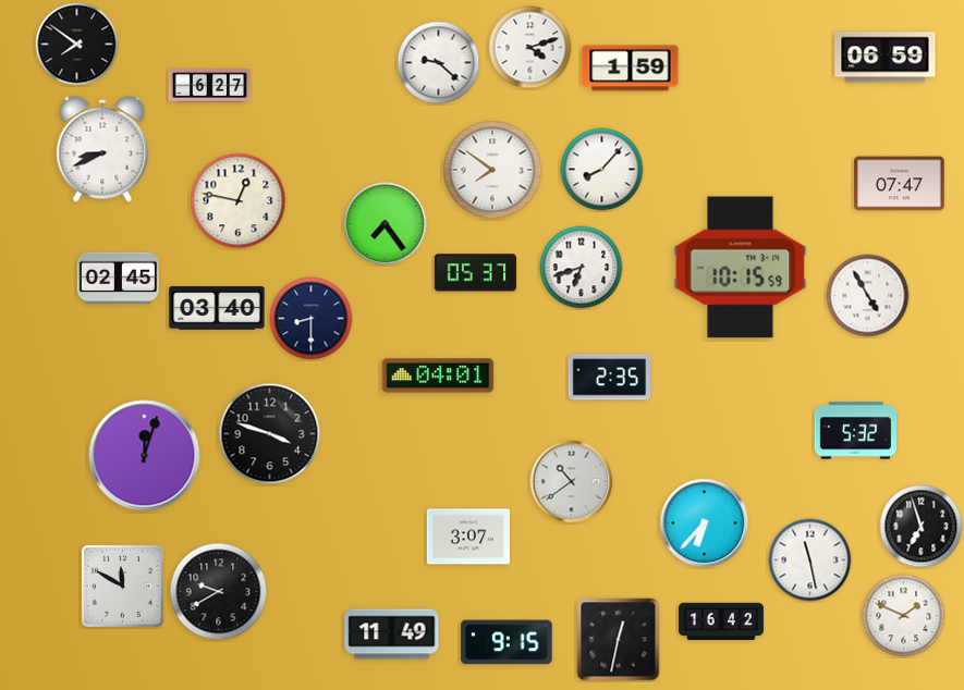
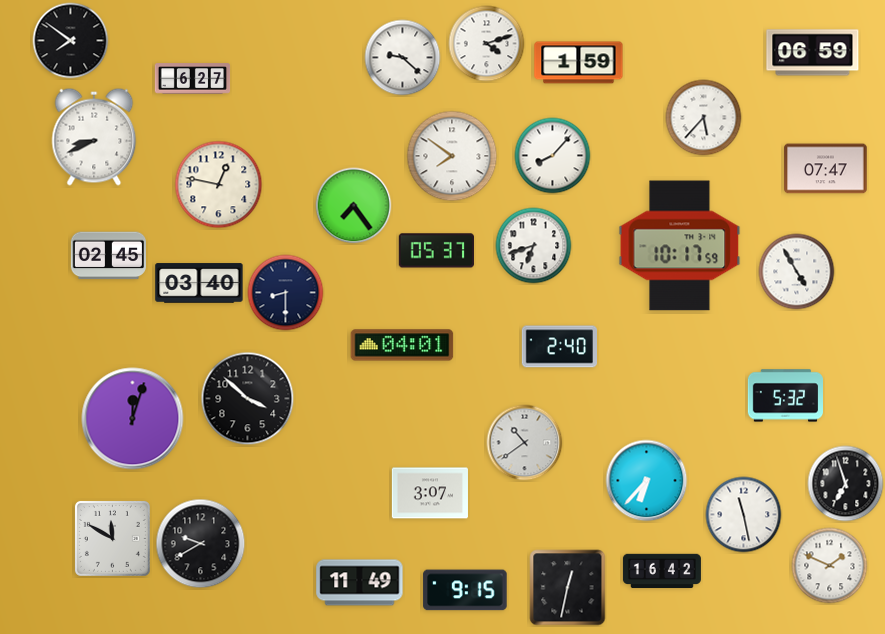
clock at (704, 118): none -> 5:37
clock at (741, 268): 10:15 -> 10:17
clock at (609, 378): 2:35 -> 2:40
clock at (270, 434): 3:48 -> 3:52
